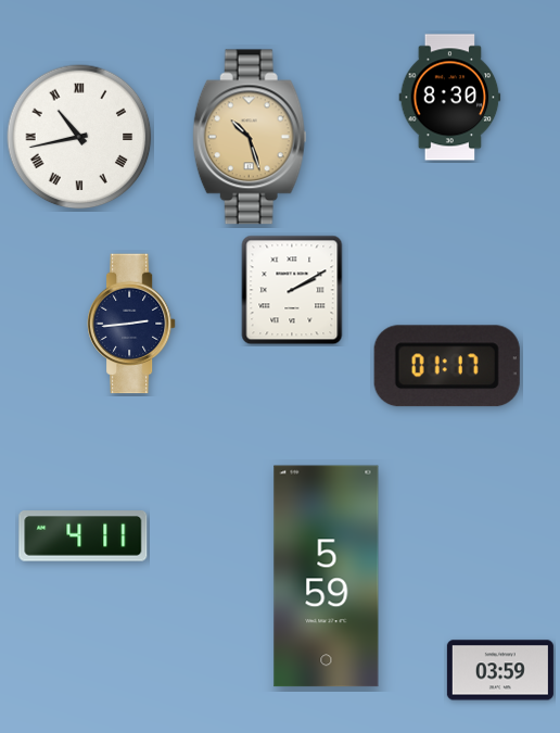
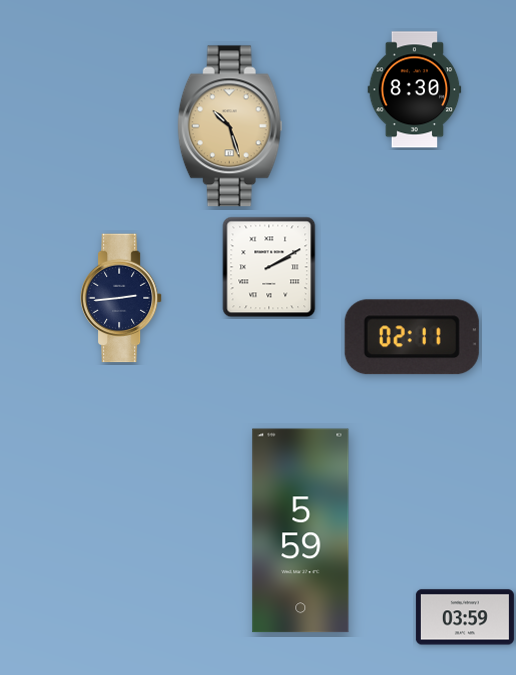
clock at (79, 137): 10:43 -> none
clock at (447, 366): 01:17 -> 02:11
clock at (84, 536): 4:11 -> none
clock at (500, 670) position: (500, 670) -> (465, 617)
